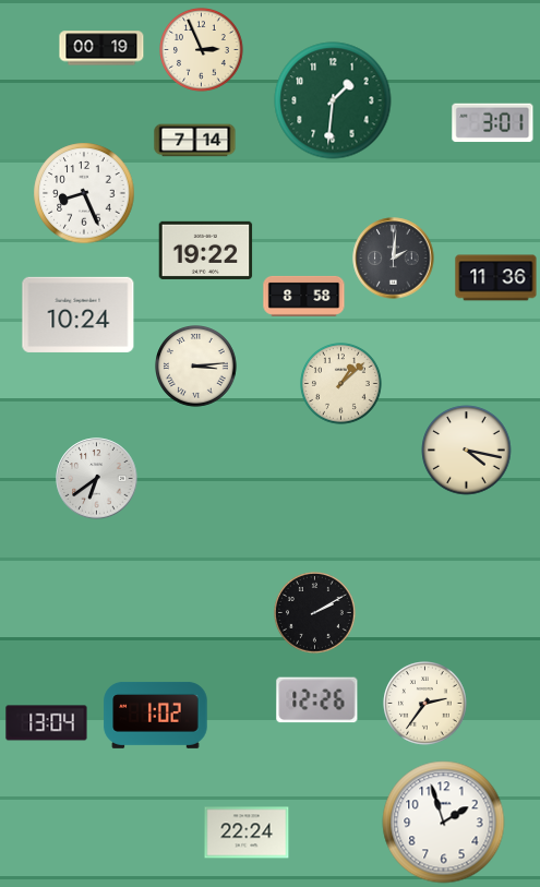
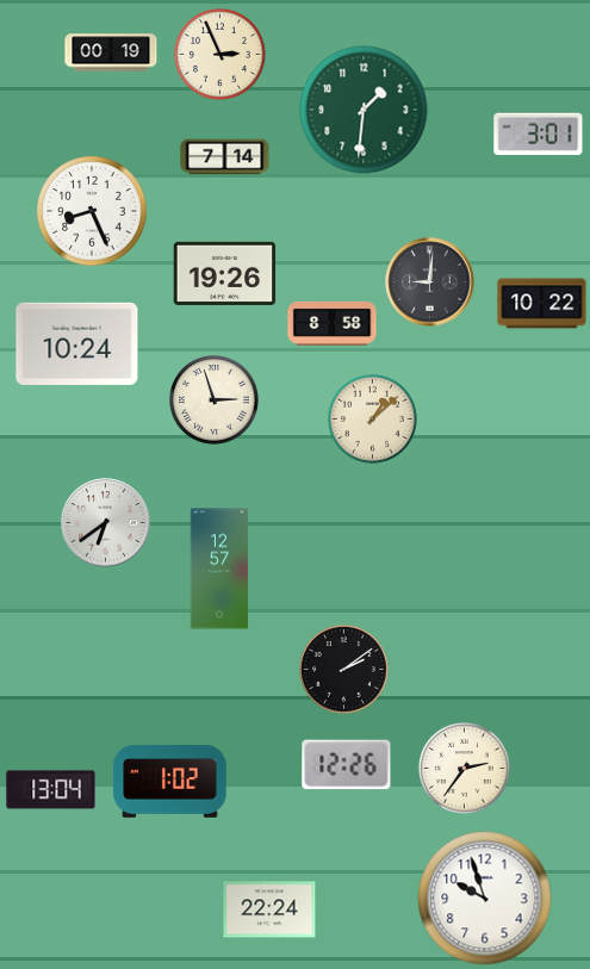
clock at (195, 141) position: (195, 141) -> (225, 157)
clock at (206, 250): 19:22 -> 19:26
clock at (394, 259): 2:01 -> 9:01
clock at (496, 278): 11:36 -> 10:22
clock at (79, 314) position: (79, 314) -> (77, 343)
clock at (196, 367): 3:14 -> 2:57
clock at (467, 451): 4:17 -> none
clock at (219, 569): none -> 12:57
clock at (315, 613): 2:10 -> 2:09
clock at (444, 823): 1:57 -> 9:57
